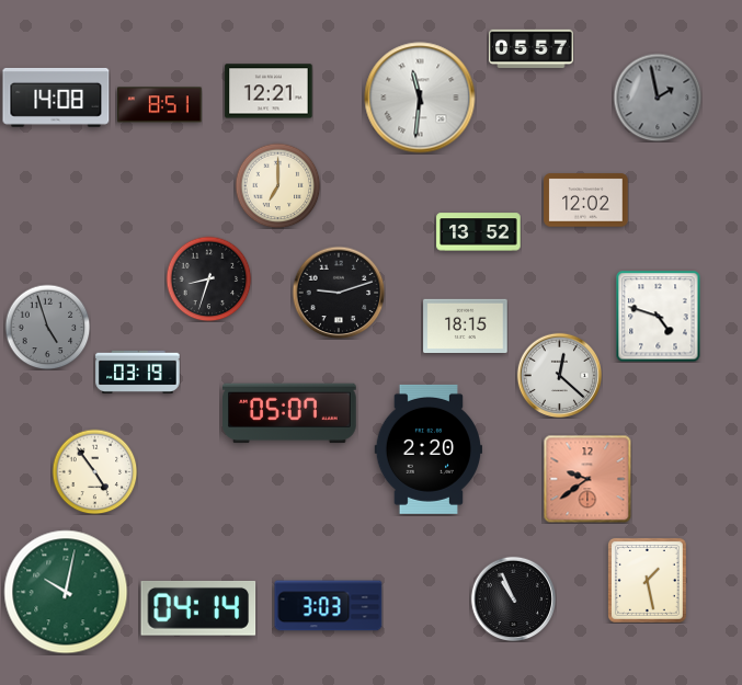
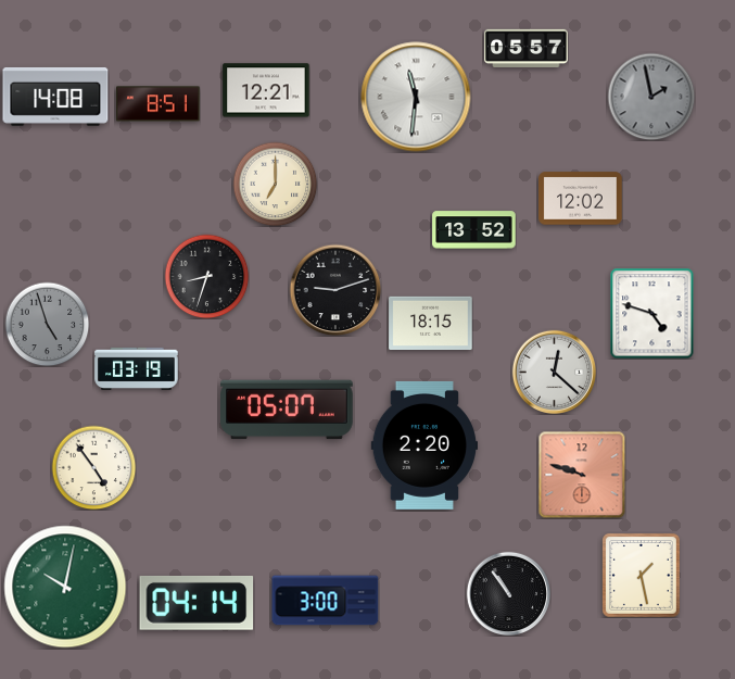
clock at (466, 327) position: (466, 327) -> (431, 324)
clock at (587, 479): 9:39 -> 9:48
clock at (513, 598): 10:56 -> 10:54
clock at (329, 606): 3:03 -> 3:00
